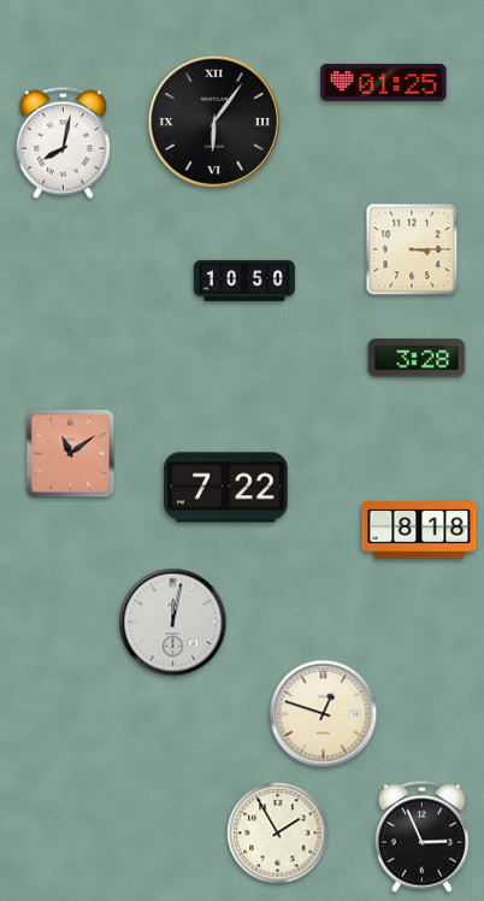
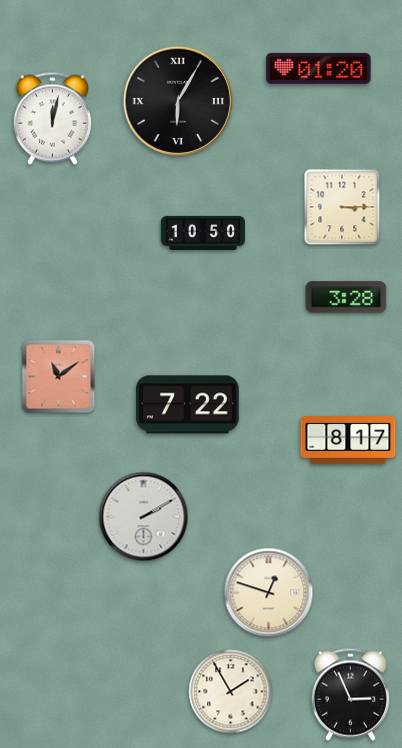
clock at (384, 82): 01:25 -> 01:20
clock at (214, 122): 6:06 -> 6:05
clock at (63, 142): 8:02 -> 12:02
clock at (419, 530): 8:18 -> 8:17
clock at (173, 623): 12:02 -> 2:10
